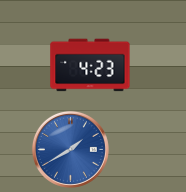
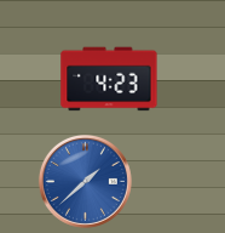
clock at (70, 149): 1:40 -> 1:38
